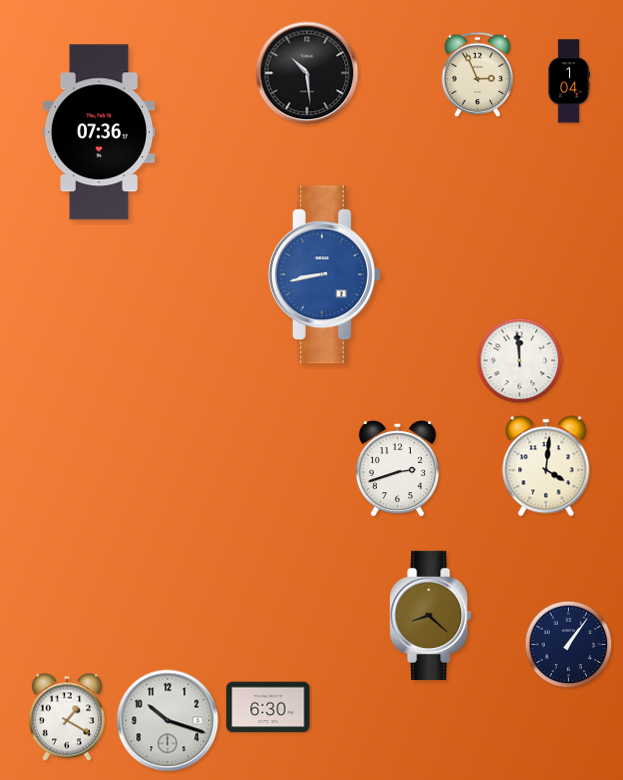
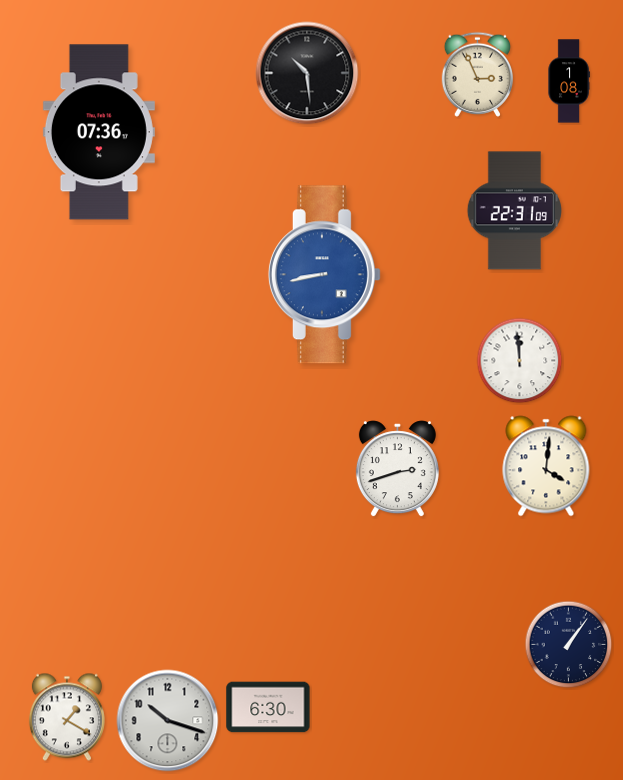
clock at (569, 81): 1:04 -> 1:08
clock at (515, 211): none -> 22:31
clock at (431, 615): 8:22 -> none
